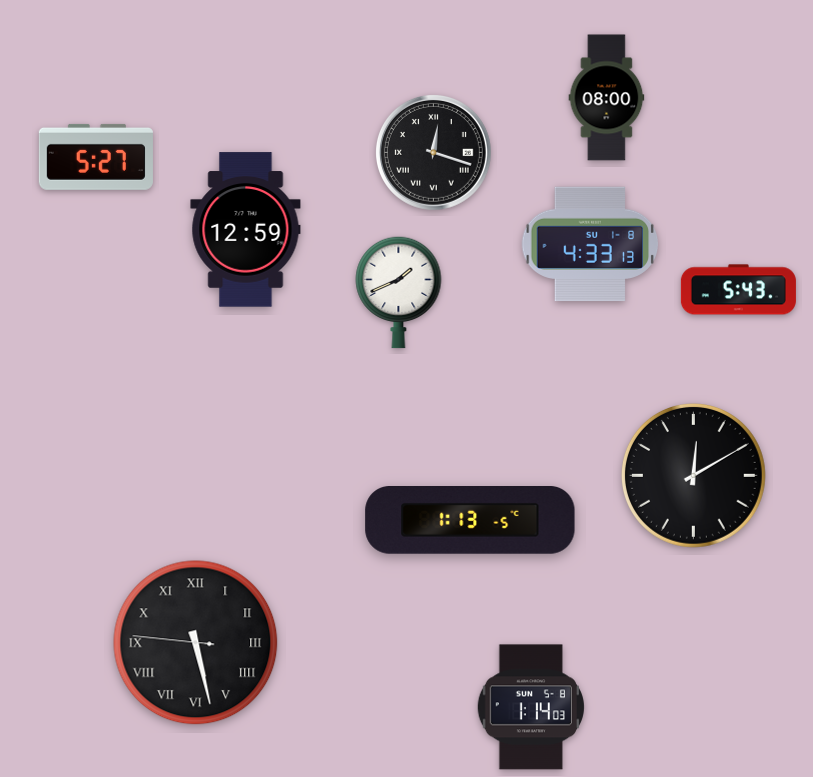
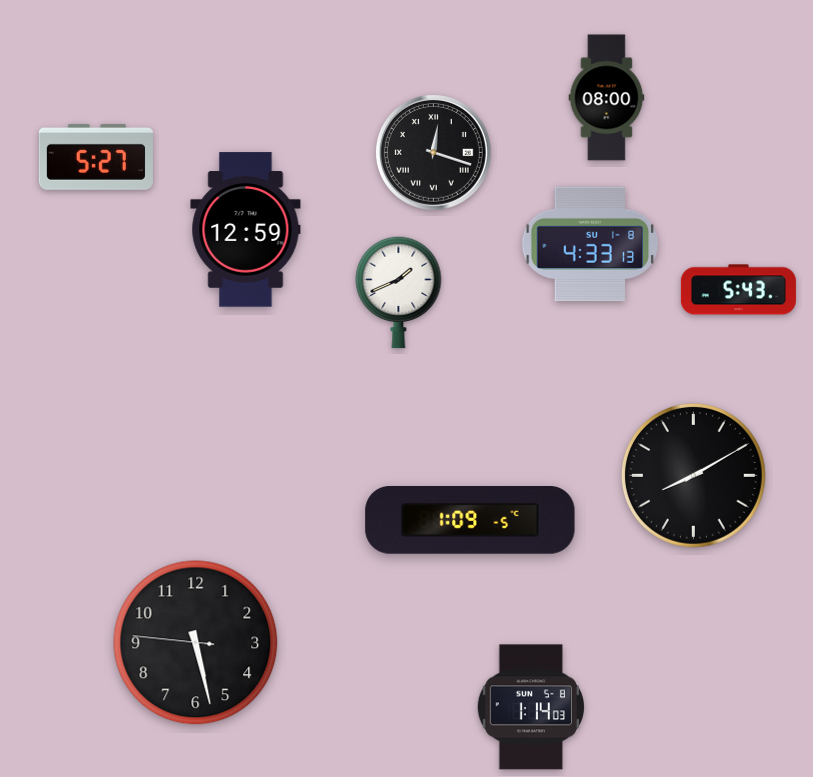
clock at (693, 475): 12:10 -> 8:10
clock at (470, 521): 1:13 -> 1:09
clock at (196, 643) numerals: Roman -> Arabic
